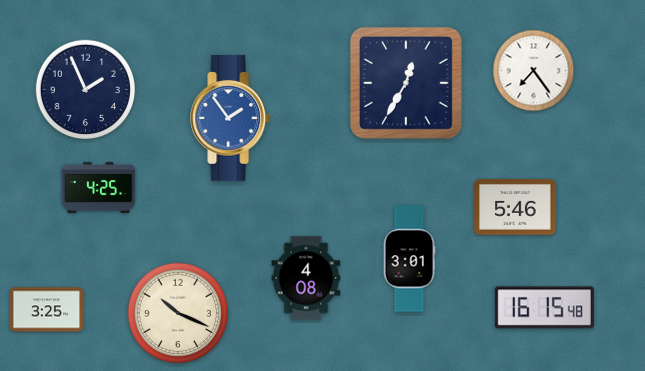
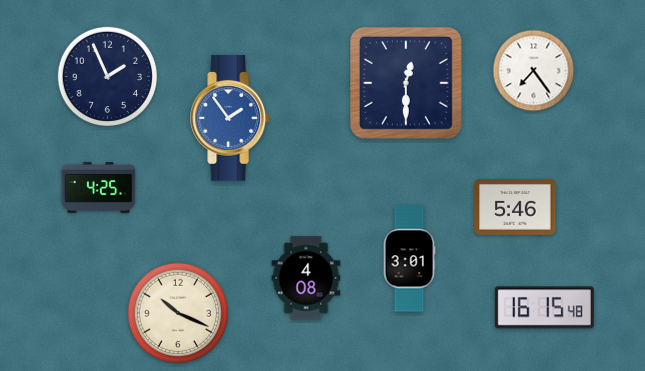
clock at (406, 83): 12:35 -> 12:30
clock at (85, 89) position: (85, 89) -> (107, 76)
clock at (47, 310): 3:25 -> none
